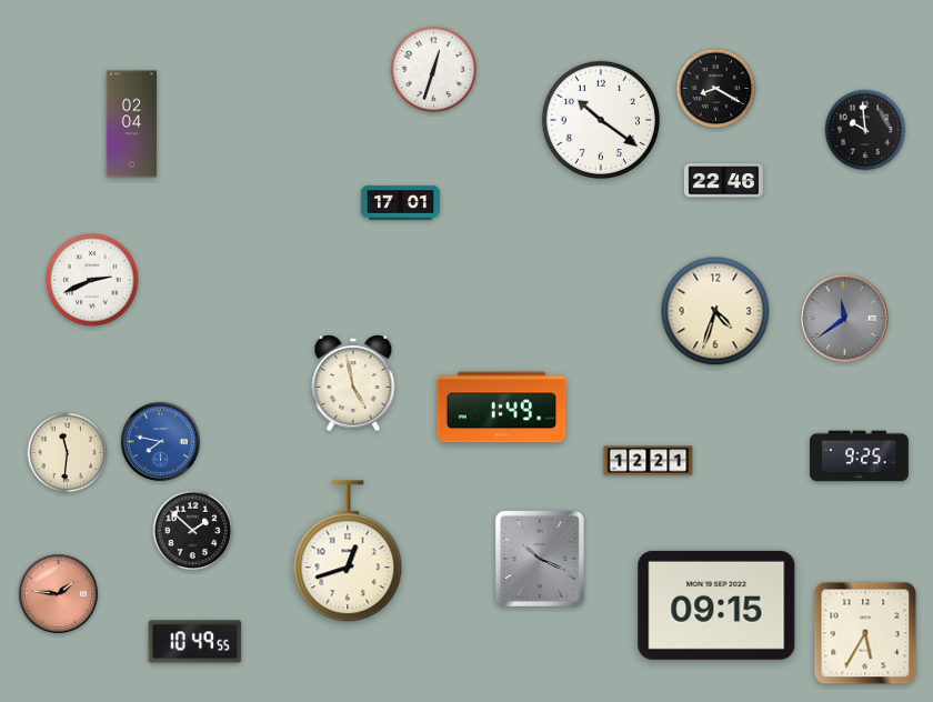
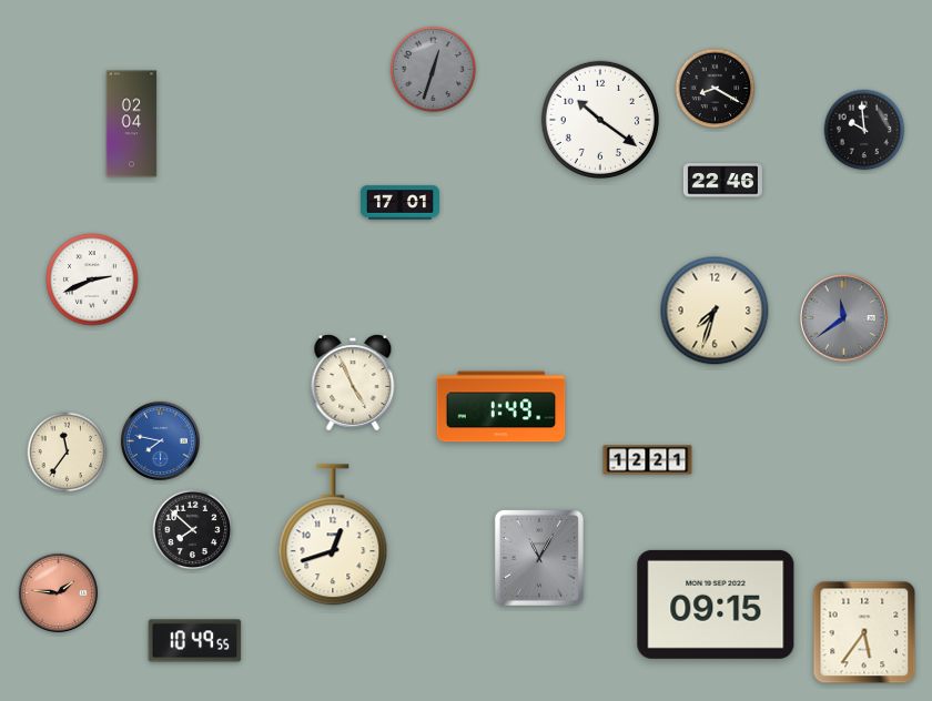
clock at (433, 69) dial: white -> grey
clock at (715, 311): 4:33 -> 7:33
clock at (353, 383): 4:58 -> 4:56
clock at (68, 453): 11:31 -> 11:36
clock at (860, 457): 9:25 -> none
clock at (193, 531): 1:52 -> 7:52
clock at (348, 552) position: (348, 552) -> (333, 536)
clock at (540, 559): 10:19 -> 11:05
clock at (865, 633): 5:35 -> 5:36
